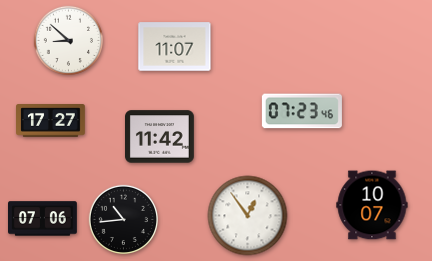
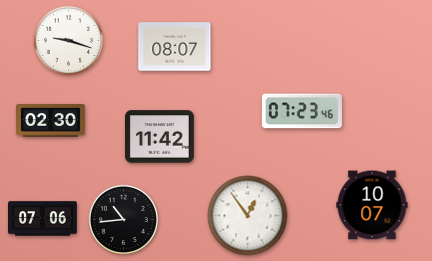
clock at (68, 40): 8:52 -> 9:18
clock at (175, 47): 11:07 -> 08:07
clock at (51, 121): 17:27 -> 02:30
